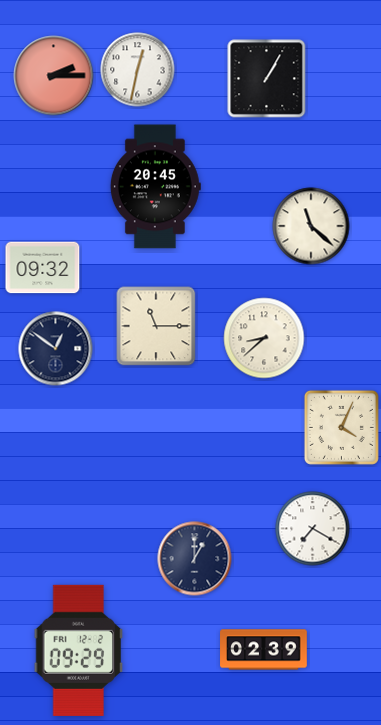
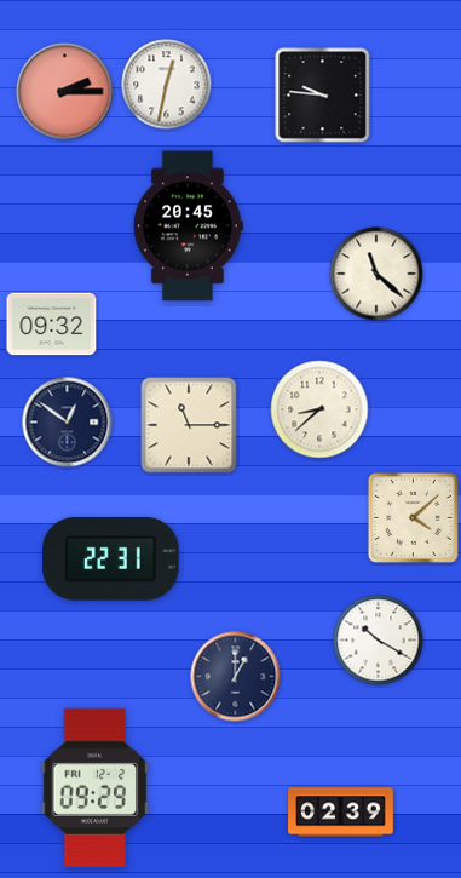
clock at (267, 79): 1:05 -> 9:46
clock at (156, 326) position: (156, 326) -> (189, 425)
clock at (341, 427): 4:04 -> 4:08
clock at (111, 559): none -> 22:31
clock at (313, 529): 7:20 -> 10:20
clock at (264, 650) position: (264, 650) -> (341, 813)
